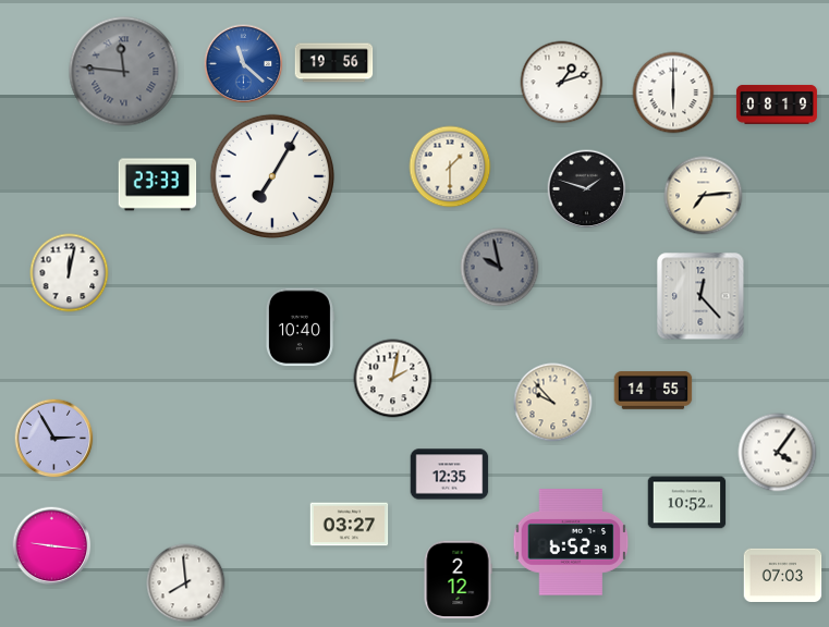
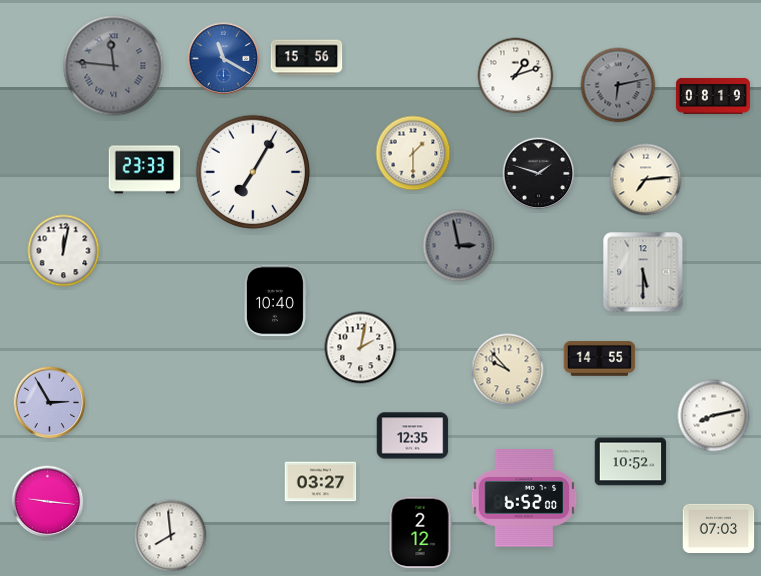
clock at (334, 63): 19:56 -> 15:56
clock at (244, 64): 11:22 -> 11:20
clock at (673, 93): 6:00 -> 6:13
clock at (673, 93) dial: white -> grey
clock at (272, 176) position: (272, 176) -> (253, 172)
clock at (500, 268): 9:58 -> 2:58
clock at (700, 296): 12:23 -> 5:30
clock at (778, 453): 4:06 -> 8:13
clock at (571, 542): 6:52:39 -> 6:52:00
